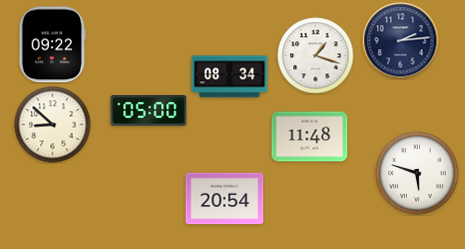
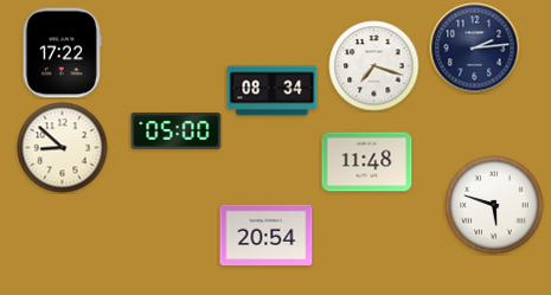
clock at (52, 45): 09:22 -> 17:22
clock at (316, 56): 1:18 -> 7:18
